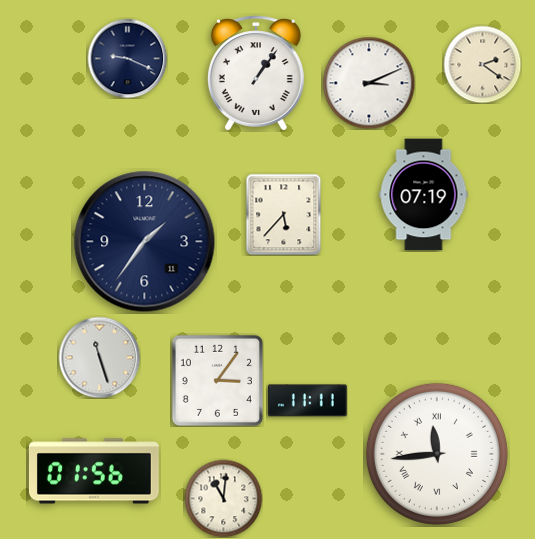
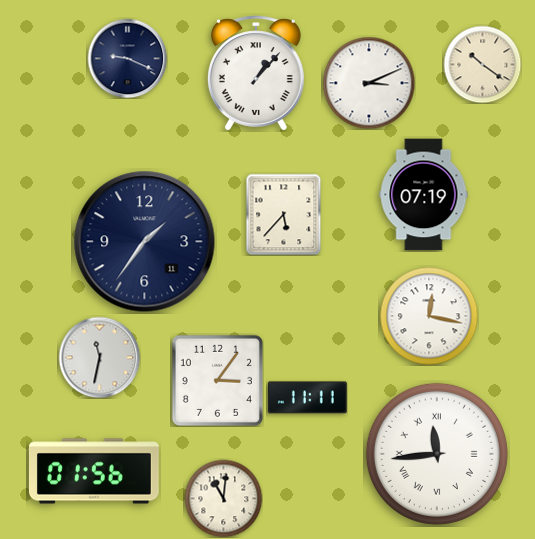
clock at (482, 64): 2:21 -> 10:21
clock at (256, 73): 1:06 -> 1:07
clock at (429, 316): none -> 12:17
clock at (99, 357): 11:27 -> 11:32
clock at (307, 401) position: (307, 401) -> (307, 398)
